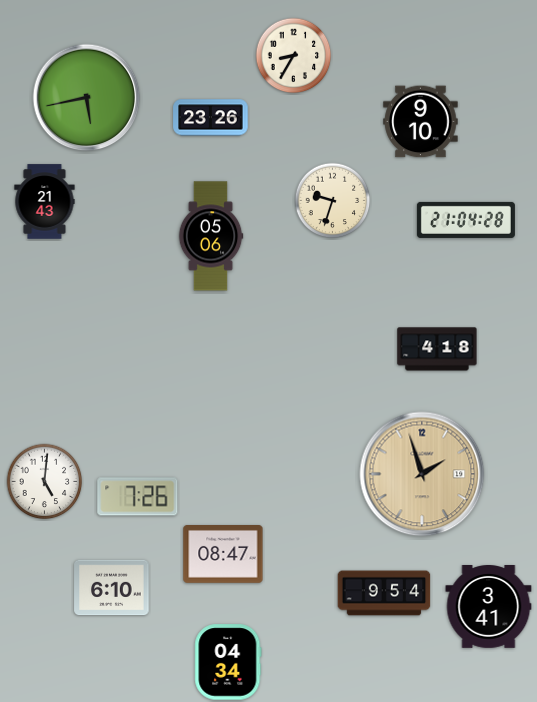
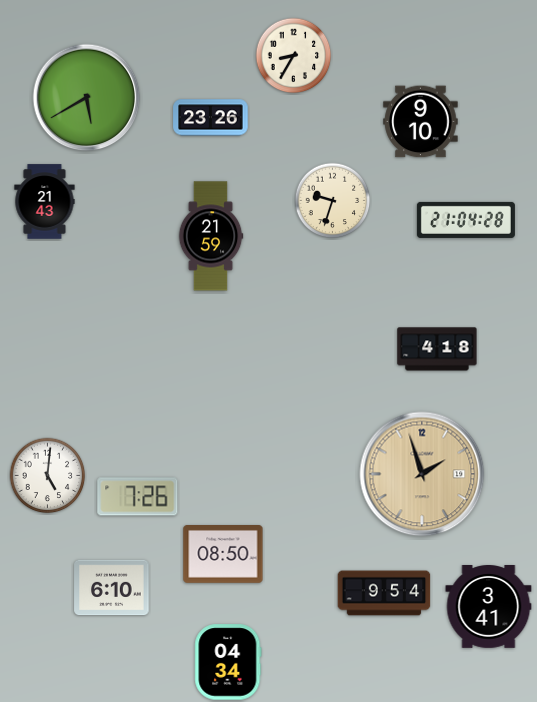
clock at (87, 98): 5:43 -> 5:40
clock at (211, 236): 05:06 -> 21:59
clock at (45, 482) position: (45, 482) -> (48, 476)
clock at (223, 555): 08:47 -> 08:50
